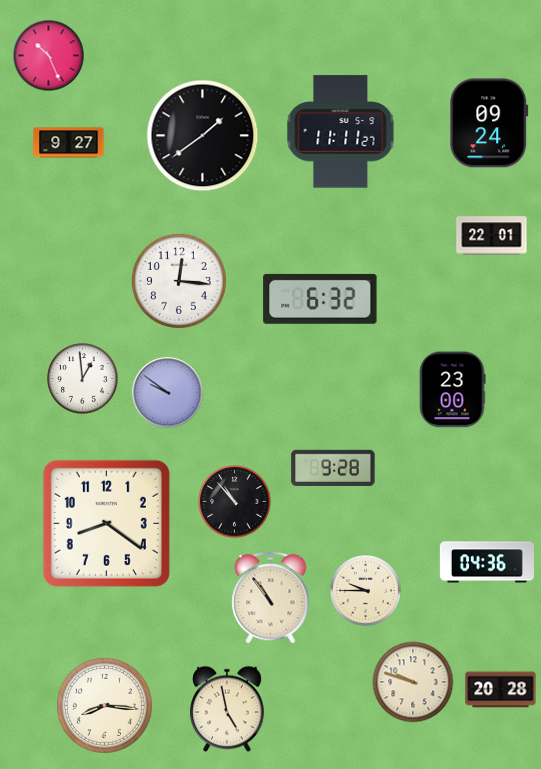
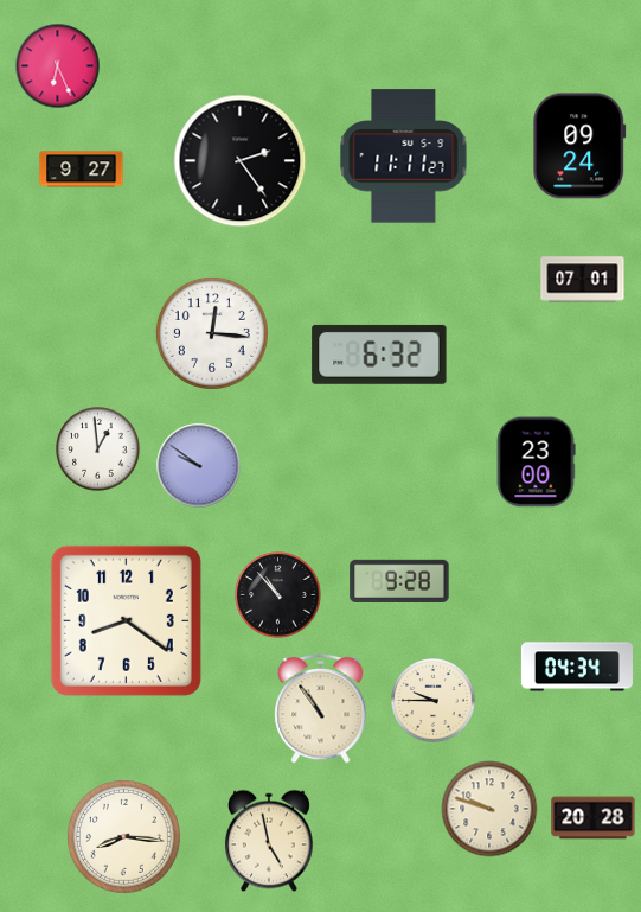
clock at (49, 56): 10:26 -> 6:26
clock at (203, 136): 1:39 -> 2:24
clock at (492, 236): 22:01 -> 07:01
clock at (333, 468) position: (333, 468) -> (399, 581)
clock at (487, 562): 04:36 -> 04:34
